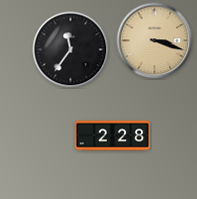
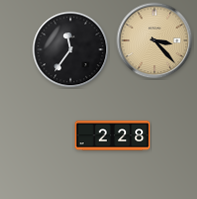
clock at (155, 41): 3:18 -> 3:23
